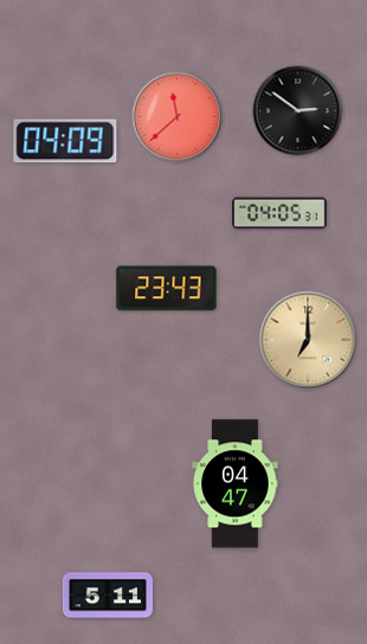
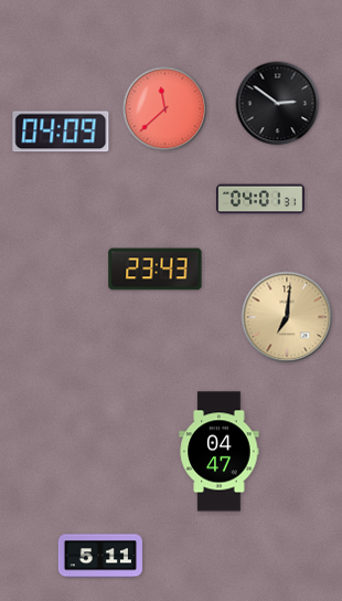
clock at (279, 213): 04:05 -> 04:01
clock at (308, 340): 7:00 -> 7:01
